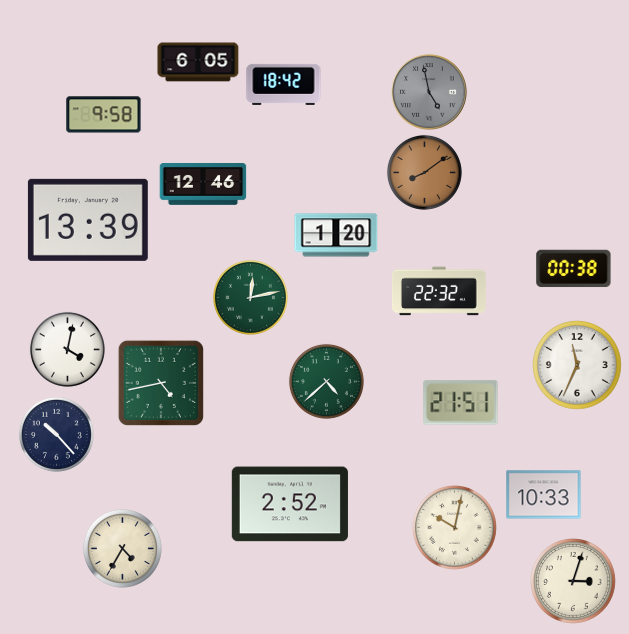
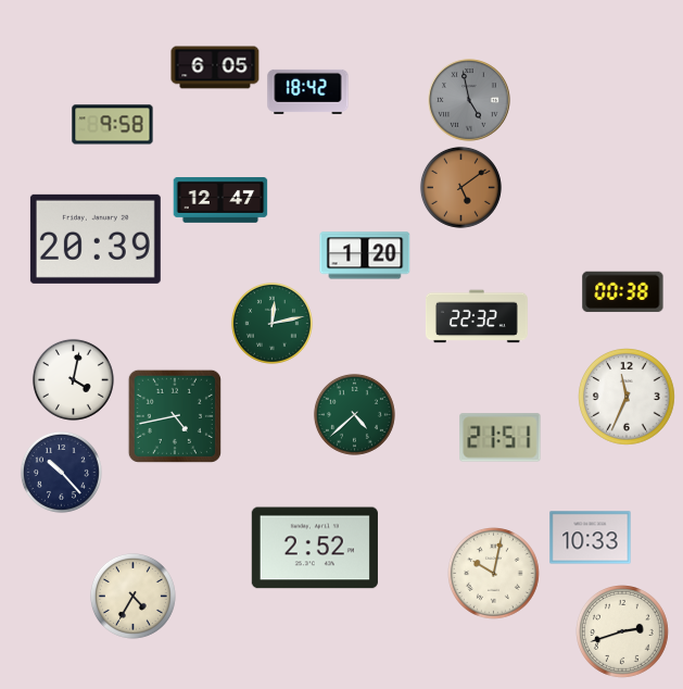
clock at (429, 92) position: (429, 92) -> (469, 100)
clock at (424, 172): 8:09 -> 5:09
clock at (203, 185): 12:46 -> 12:47
clock at (88, 220): 13:39 -> 20:39
clock at (574, 582): 3:03 -> 2:42
